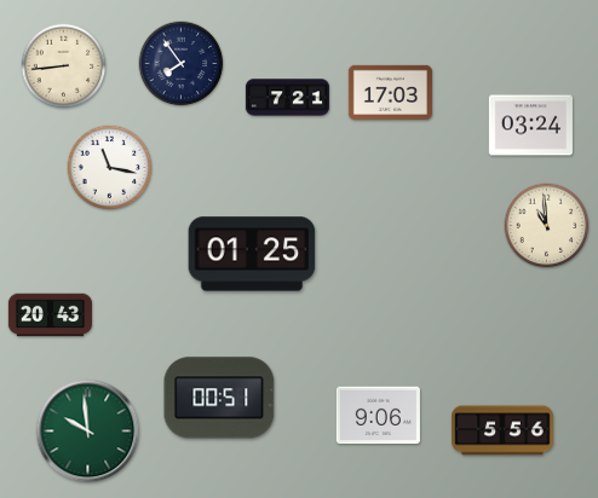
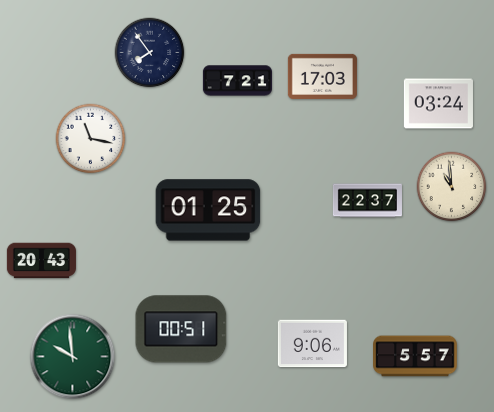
clock at (64, 66): 8:44 -> none
clock at (367, 201): none -> 22:37
clock at (502, 430): 5:56 -> 5:57
